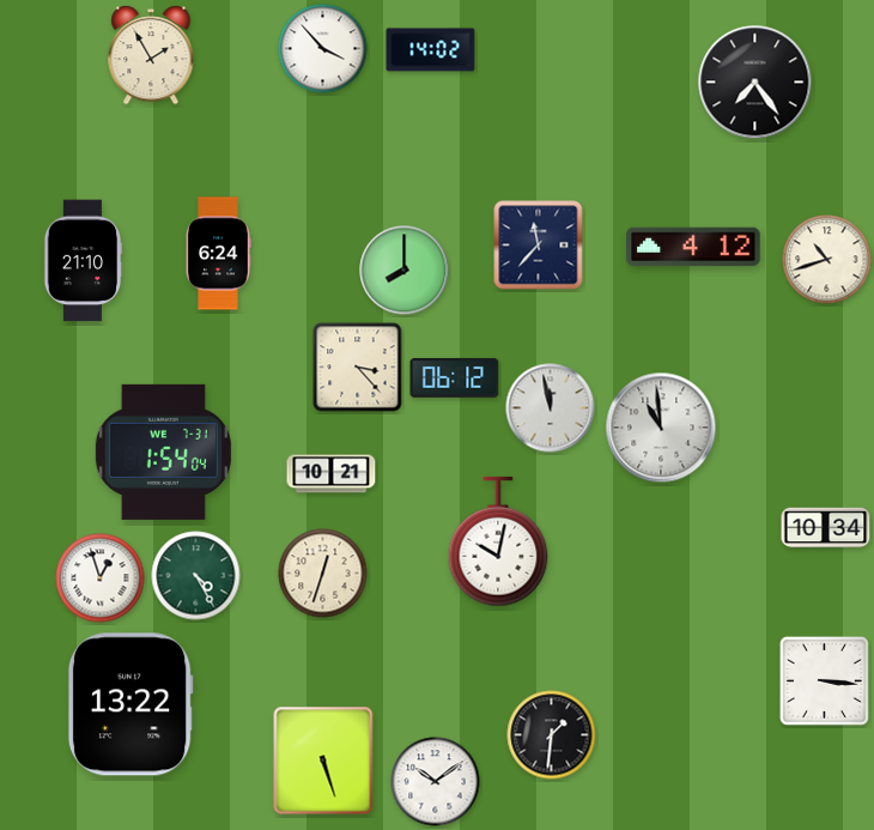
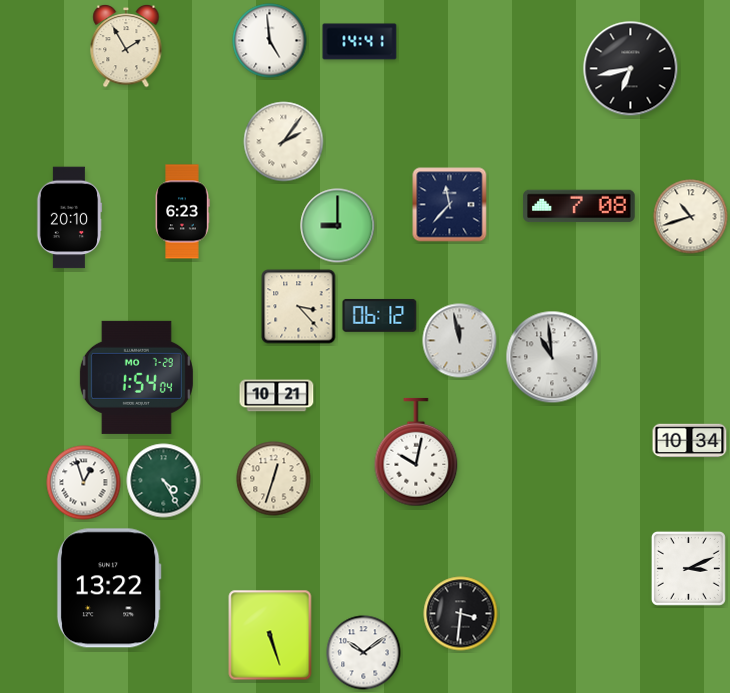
clock at (323, 49): 3:53 -> 4:59
clock at (431, 50): 14:02 -> 14:41
clock at (755, 83): 7:24 -> 6:43
clock at (284, 142): none -> 2:06
clock at (693, 247): 4:12 -> 7:08
clock at (218, 254): 6:24 -> 6:23
clock at (83, 261): 21:10 -> 20:10
clock at (405, 271): 8:00 -> 9:00
clock at (163, 452) date: WE 7-31 -> MO 7-29
clock at (323, 574) position: (323, 574) -> (274, 479)
clock at (824, 680): 3:16 -> 3:11
clock at (552, 735): 1:31 -> 3:31
